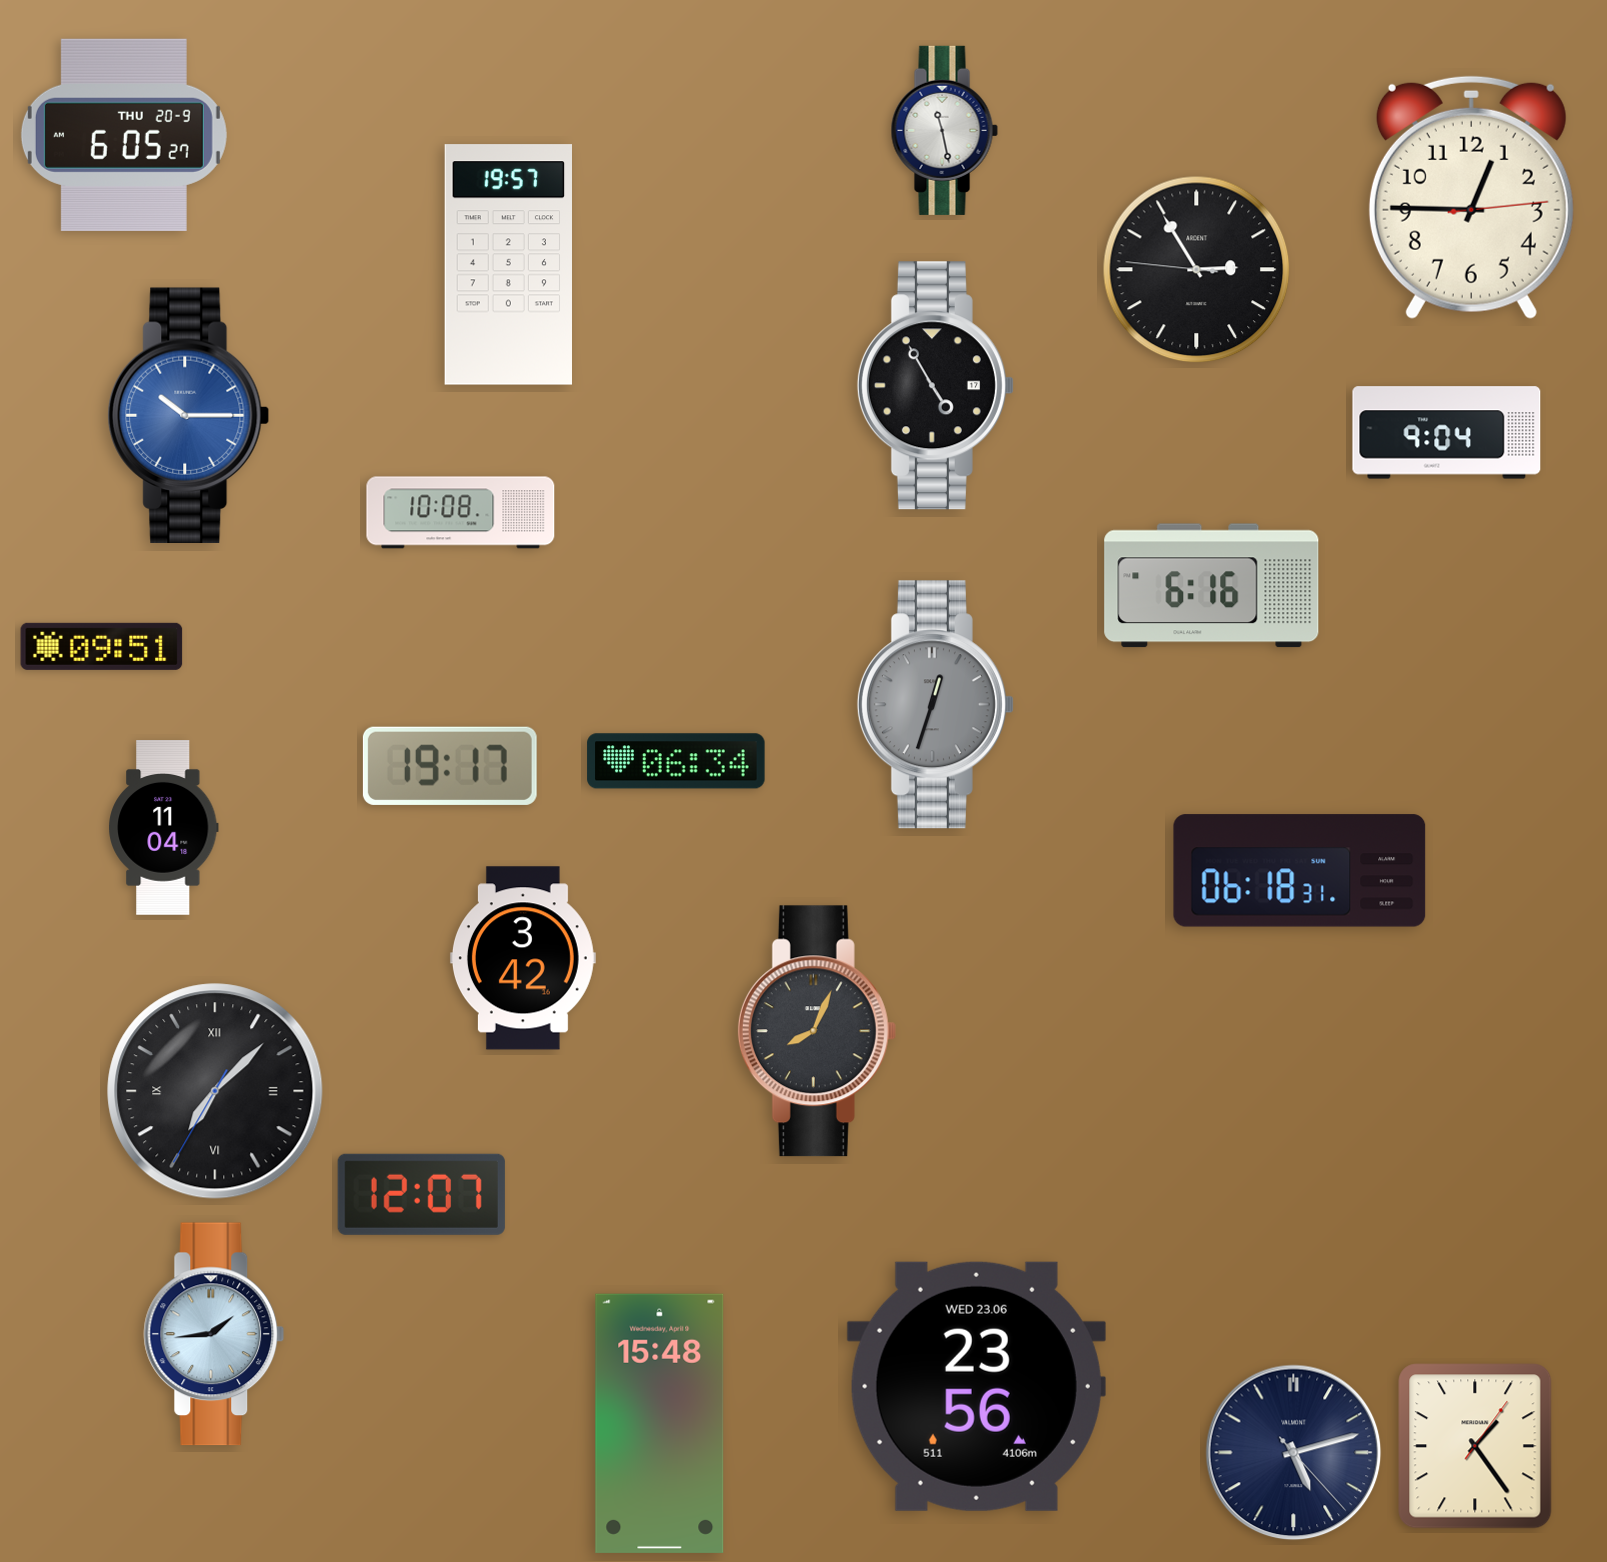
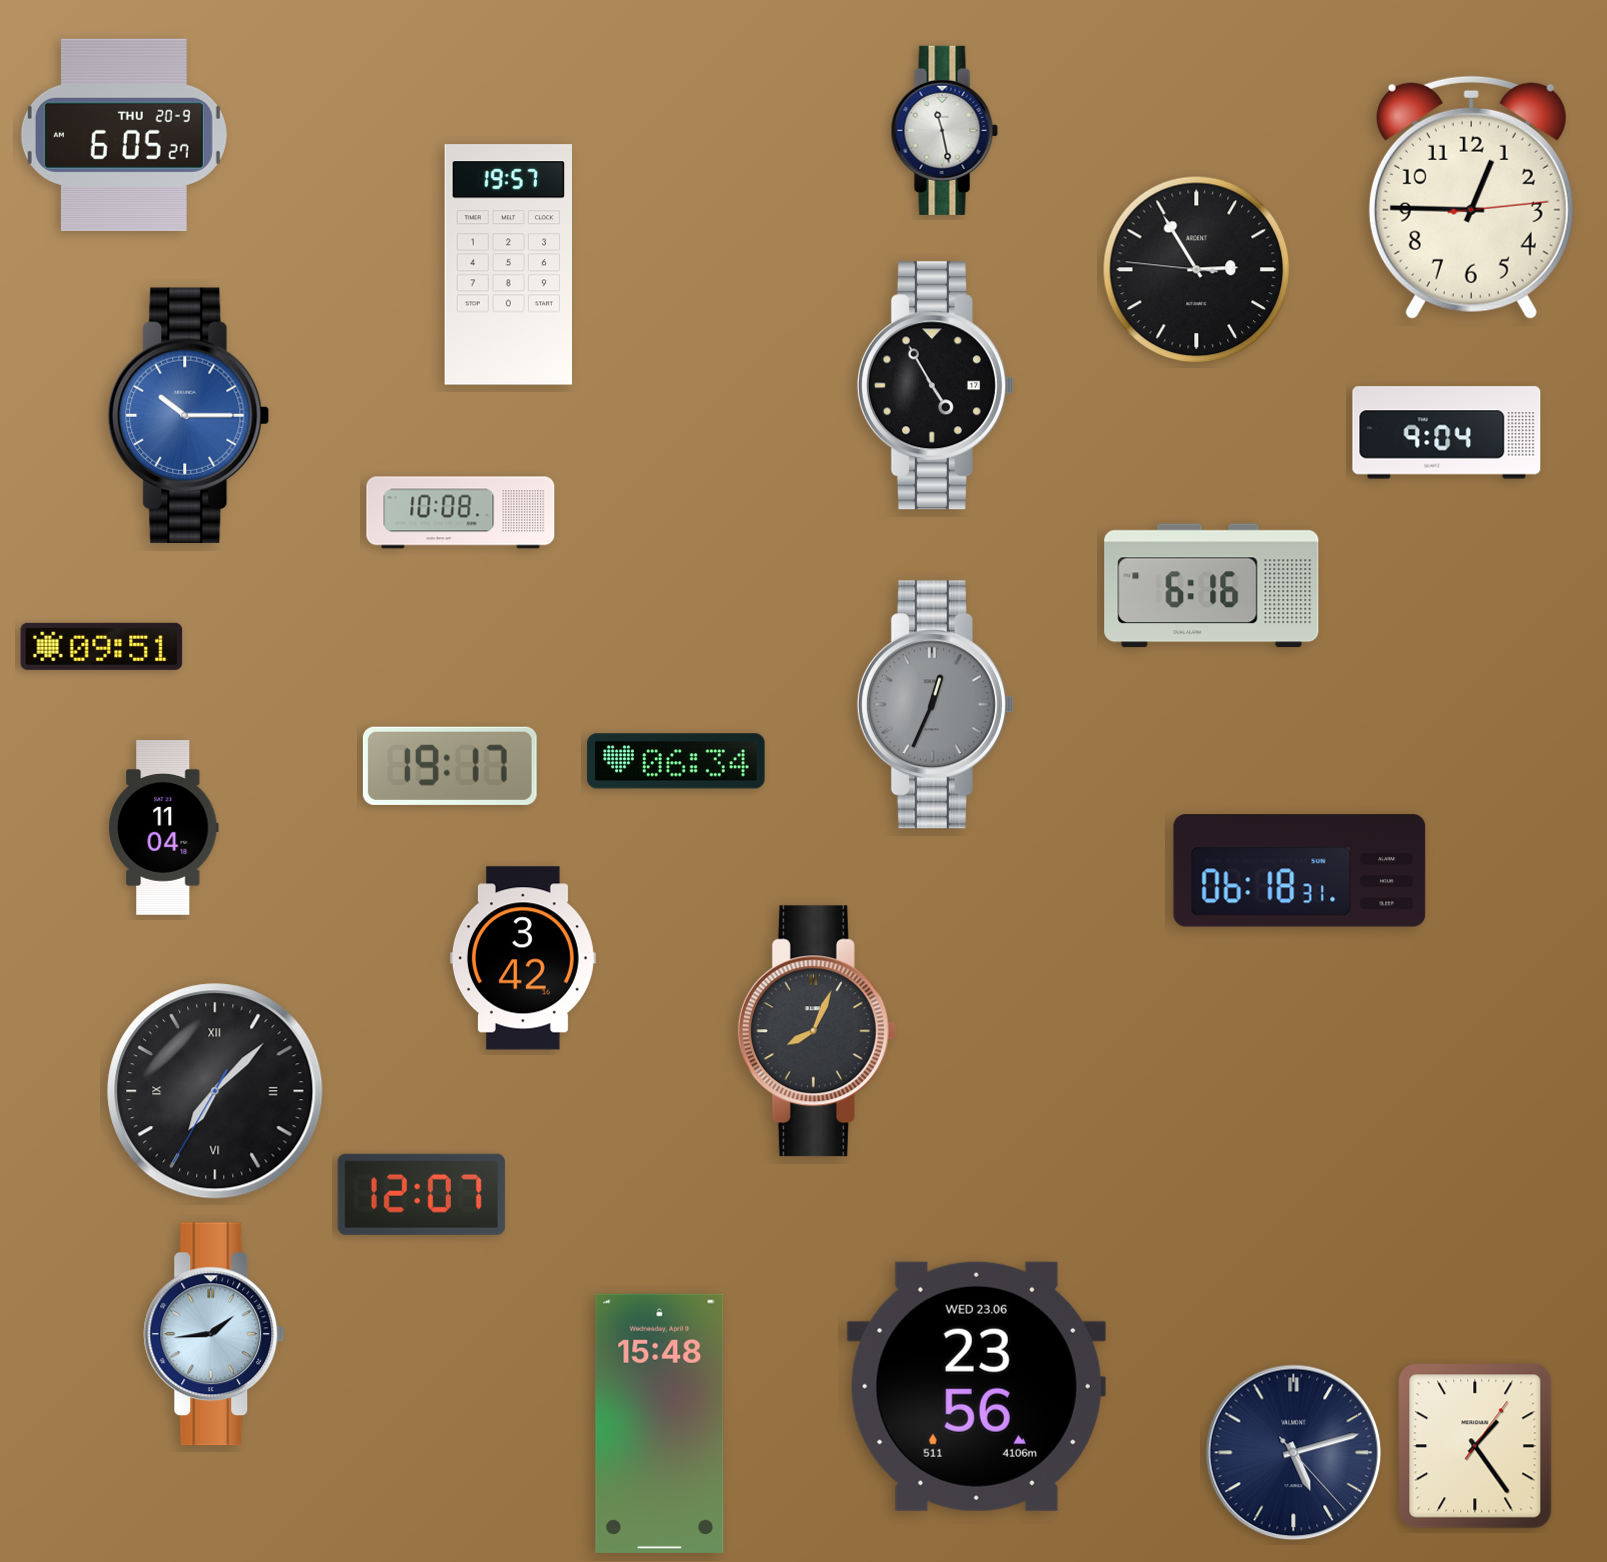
clock at (935, 705): 12:33 -> 12:34
